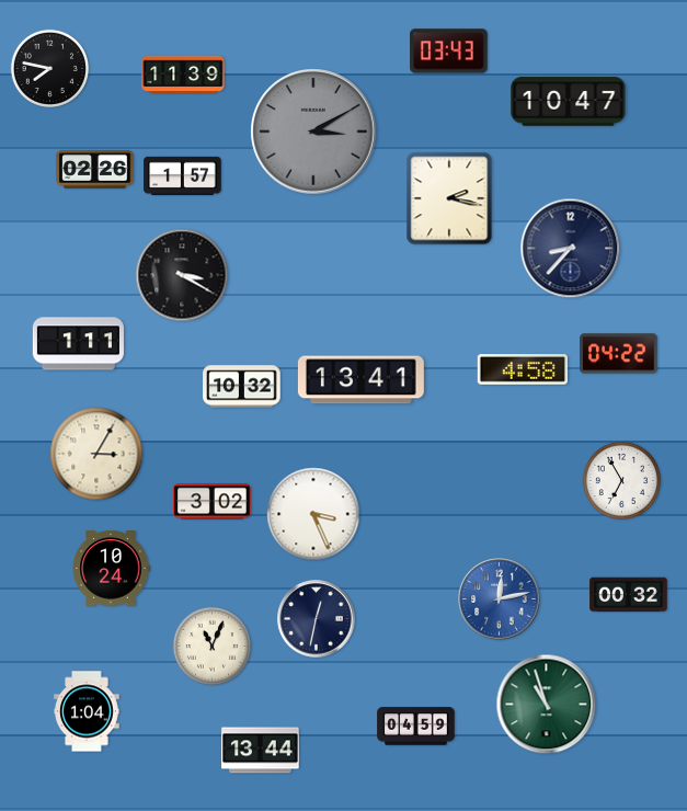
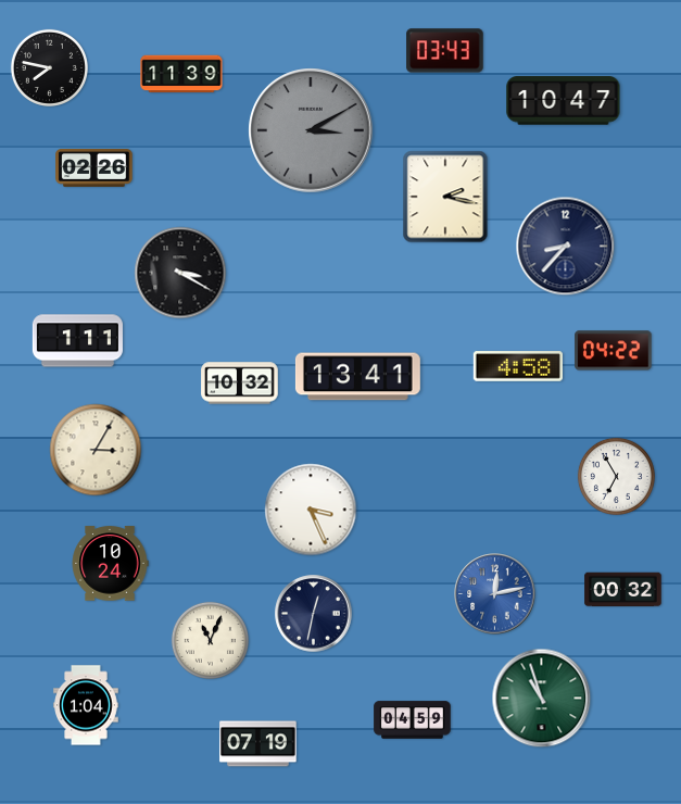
clock at (183, 175): 1:57 -> none
clock at (213, 502): 3:02 -> none
clock at (261, 751): 13:44 -> 07:19
